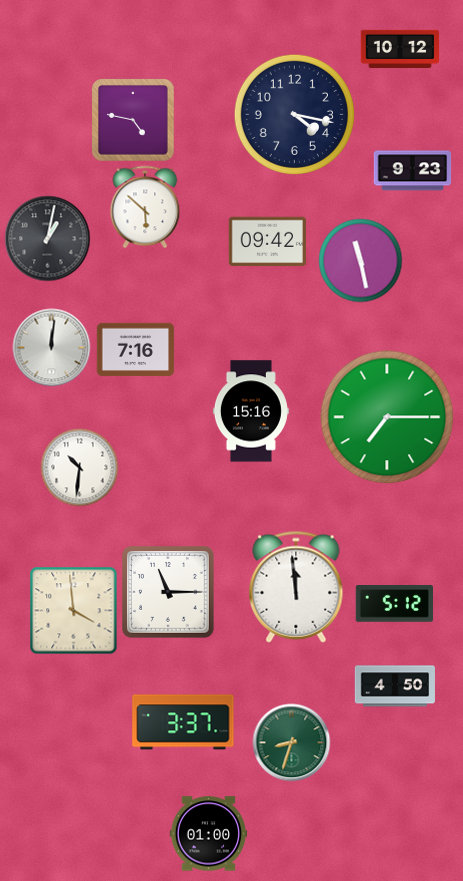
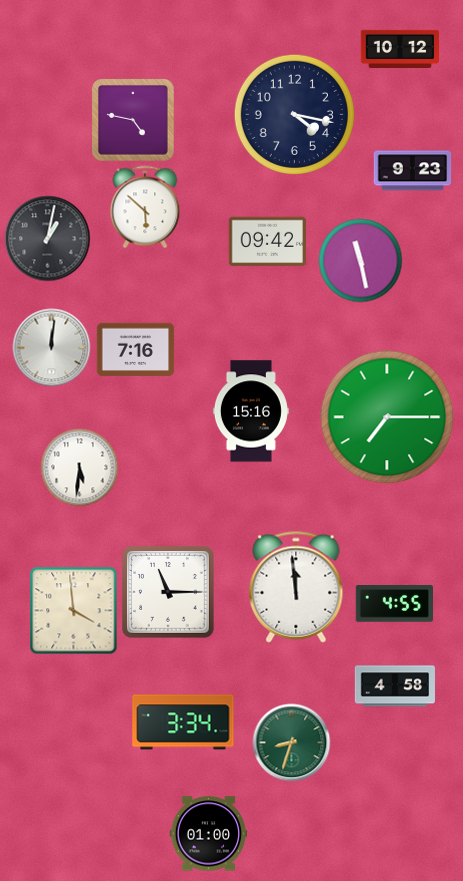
clock at (79, 467): 10:31 -> 5:31
clock at (394, 604): 5:12 -> 4:55
clock at (395, 686): 4:50 -> 4:58
clock at (183, 722): 3:37 -> 3:34
